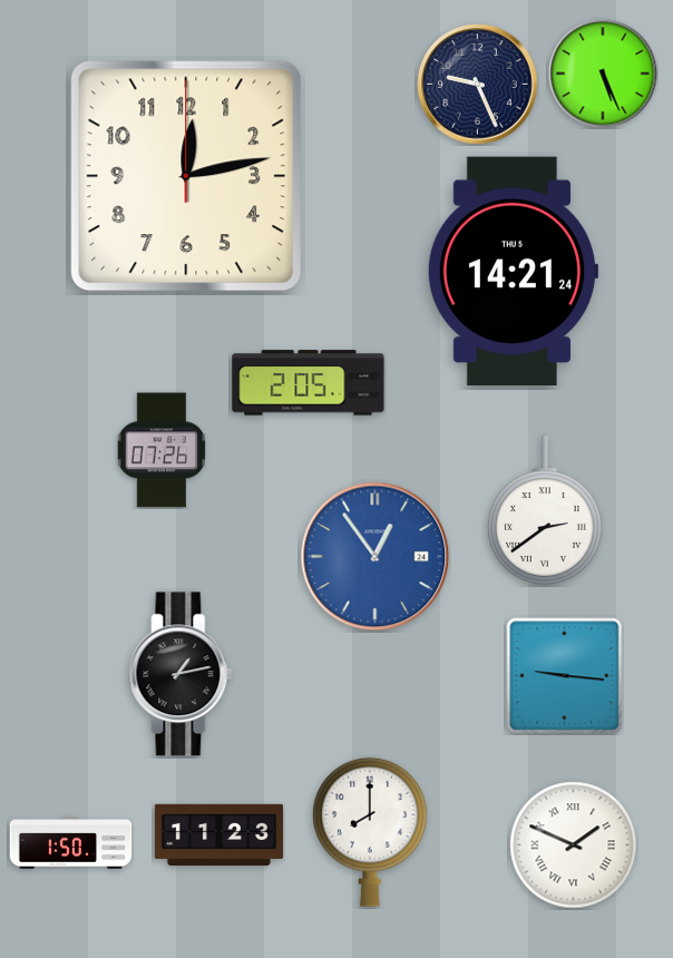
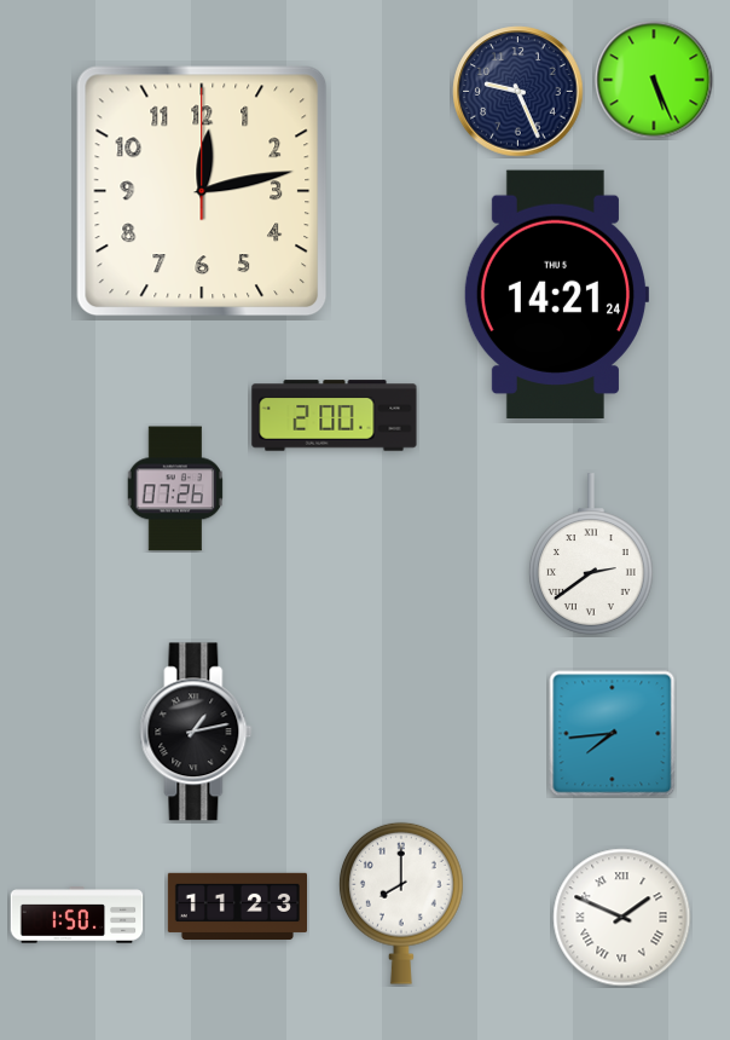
clock at (309, 383): 2:05 -> 2:00
clock at (375, 557): 12:54 -> none
clock at (565, 676): 9:16 -> 7:44
